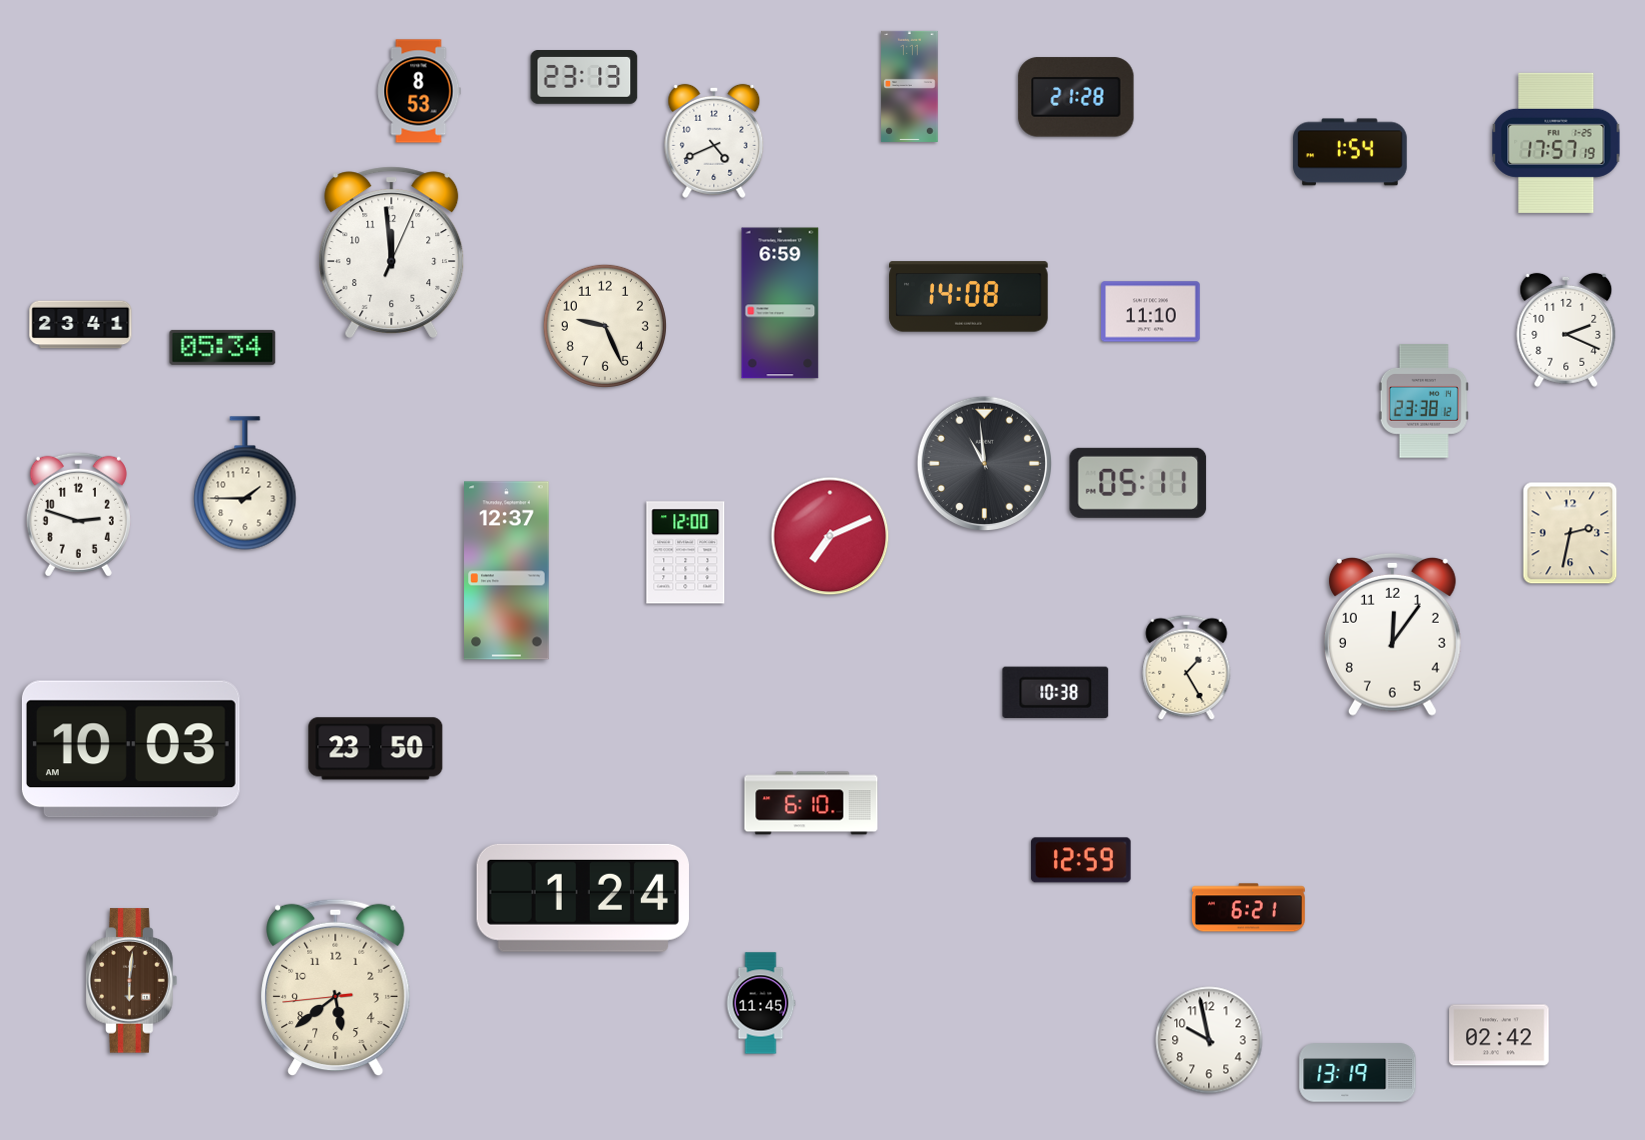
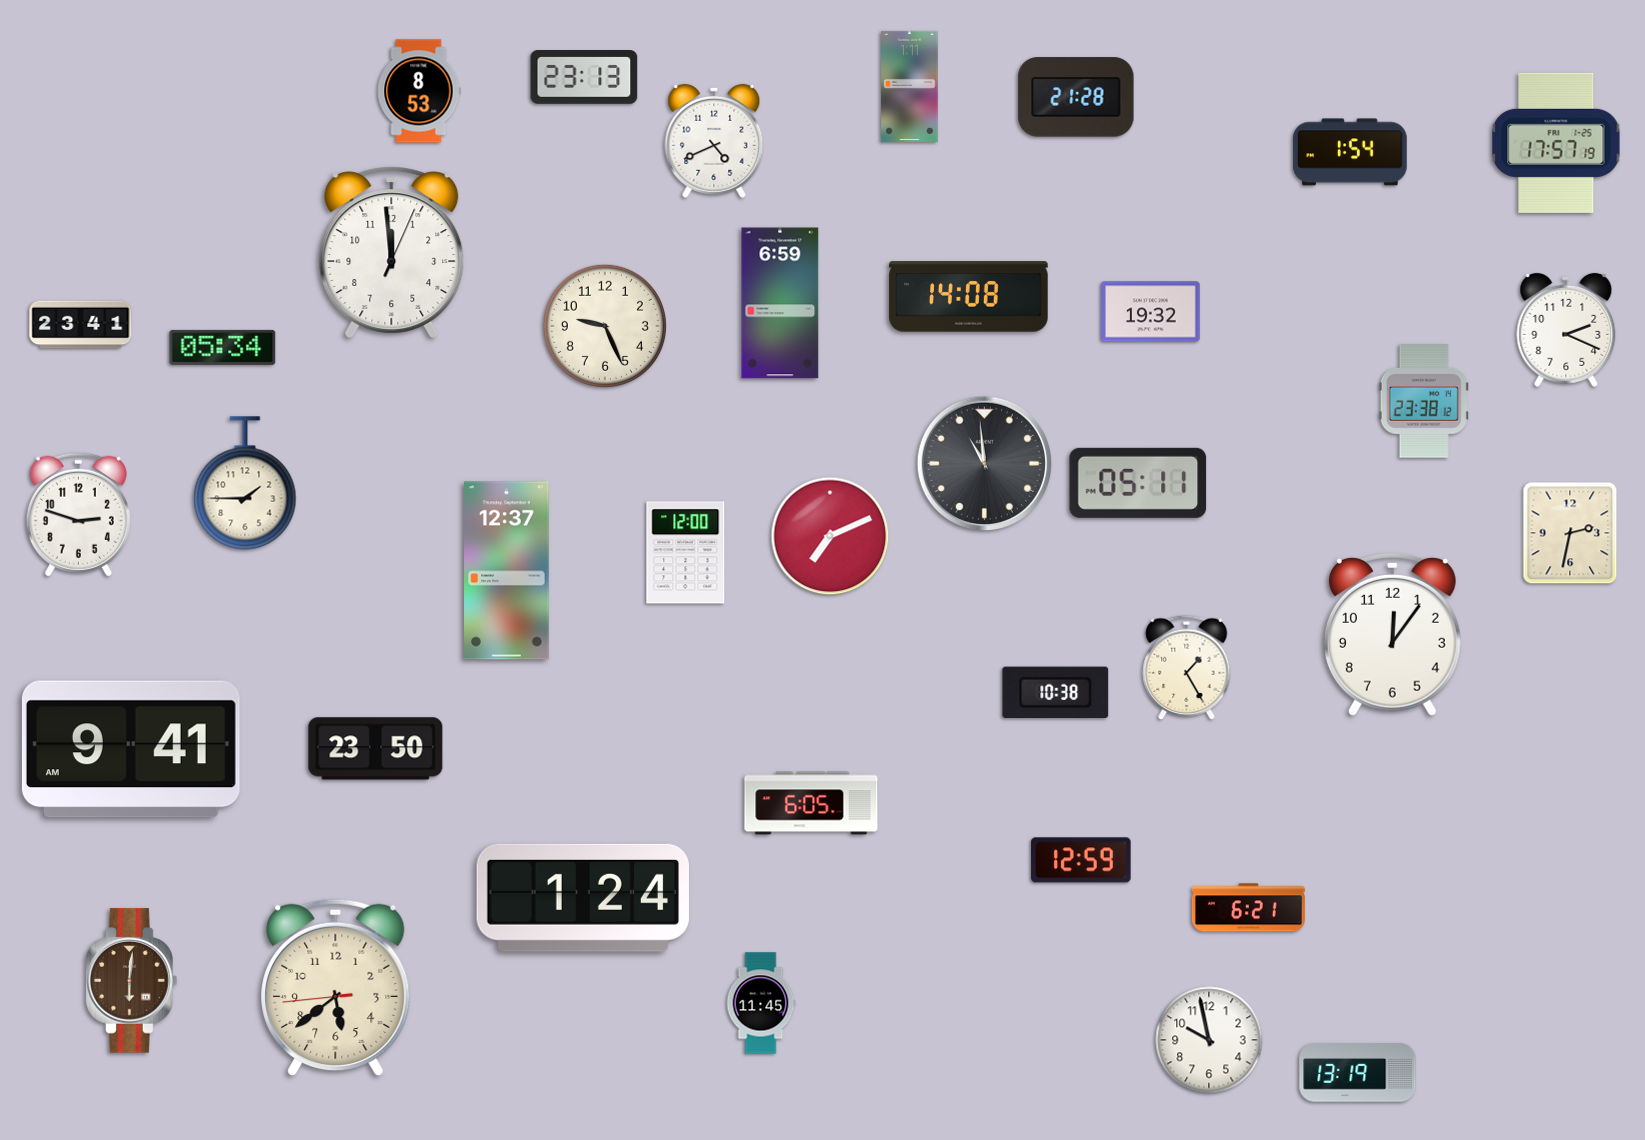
clock at (1151, 312): 11:10 -> 19:32
clock at (131, 749): 10:03 -> 9:41
clock at (811, 803): 6:10 -> 6:05
clock at (1499, 1035): 02:42 -> none
